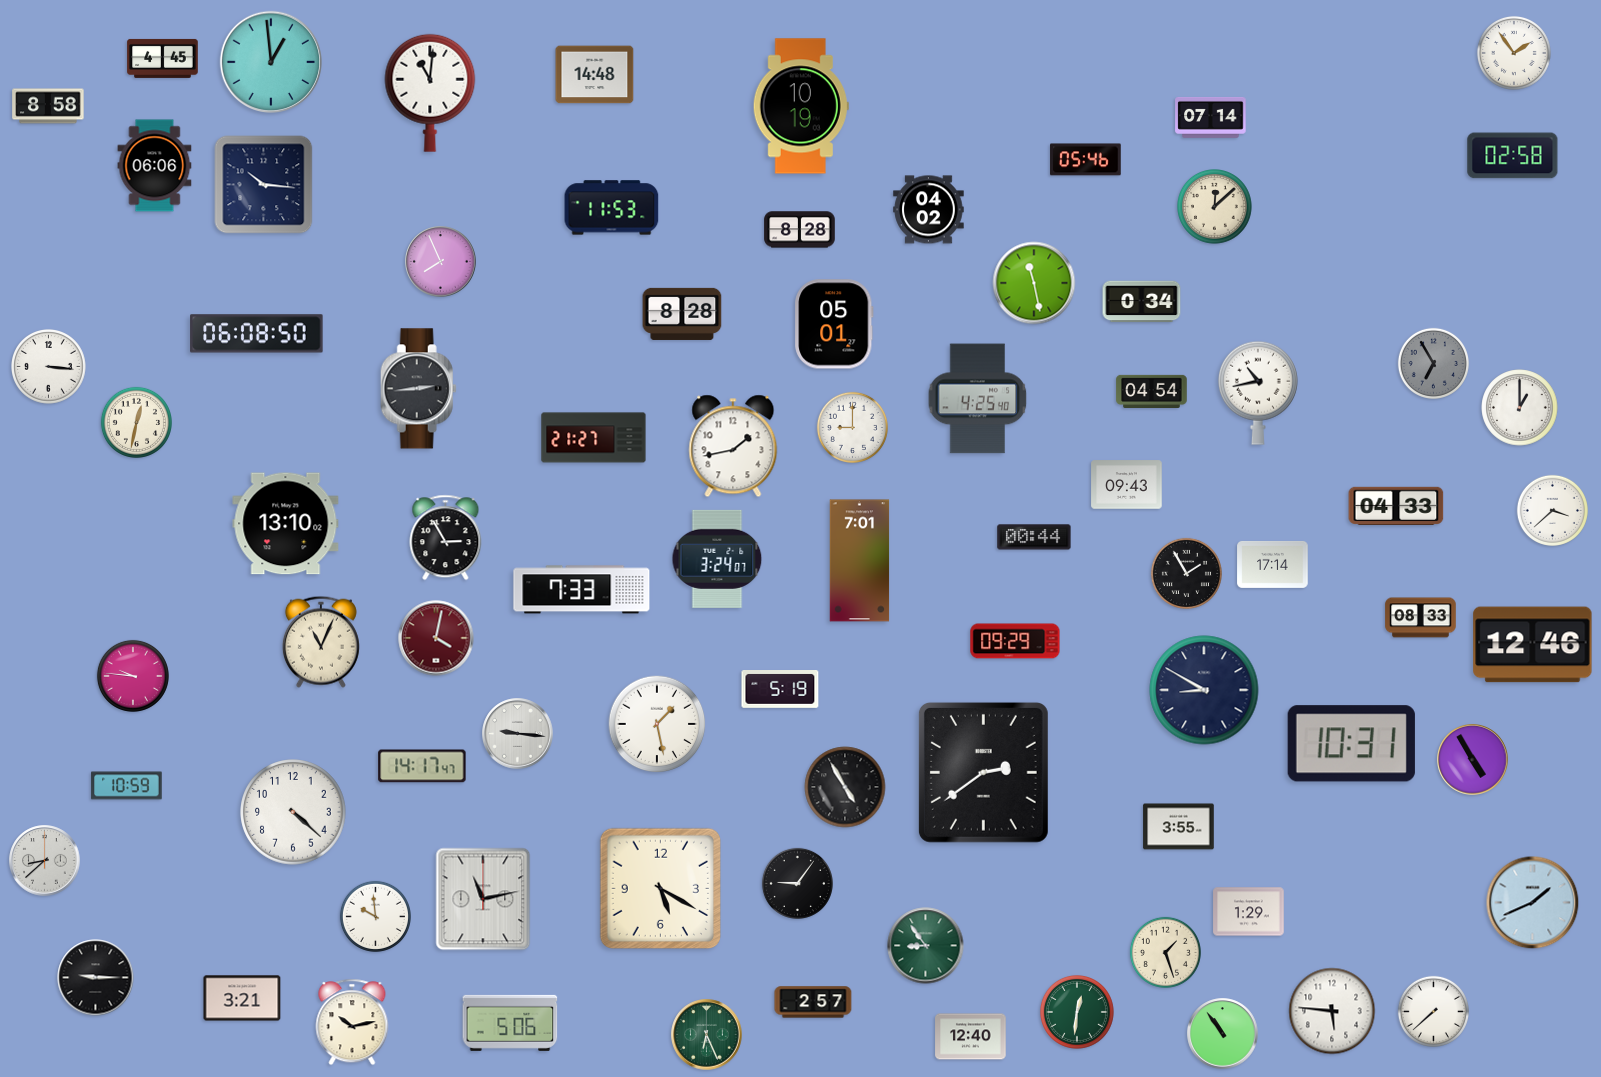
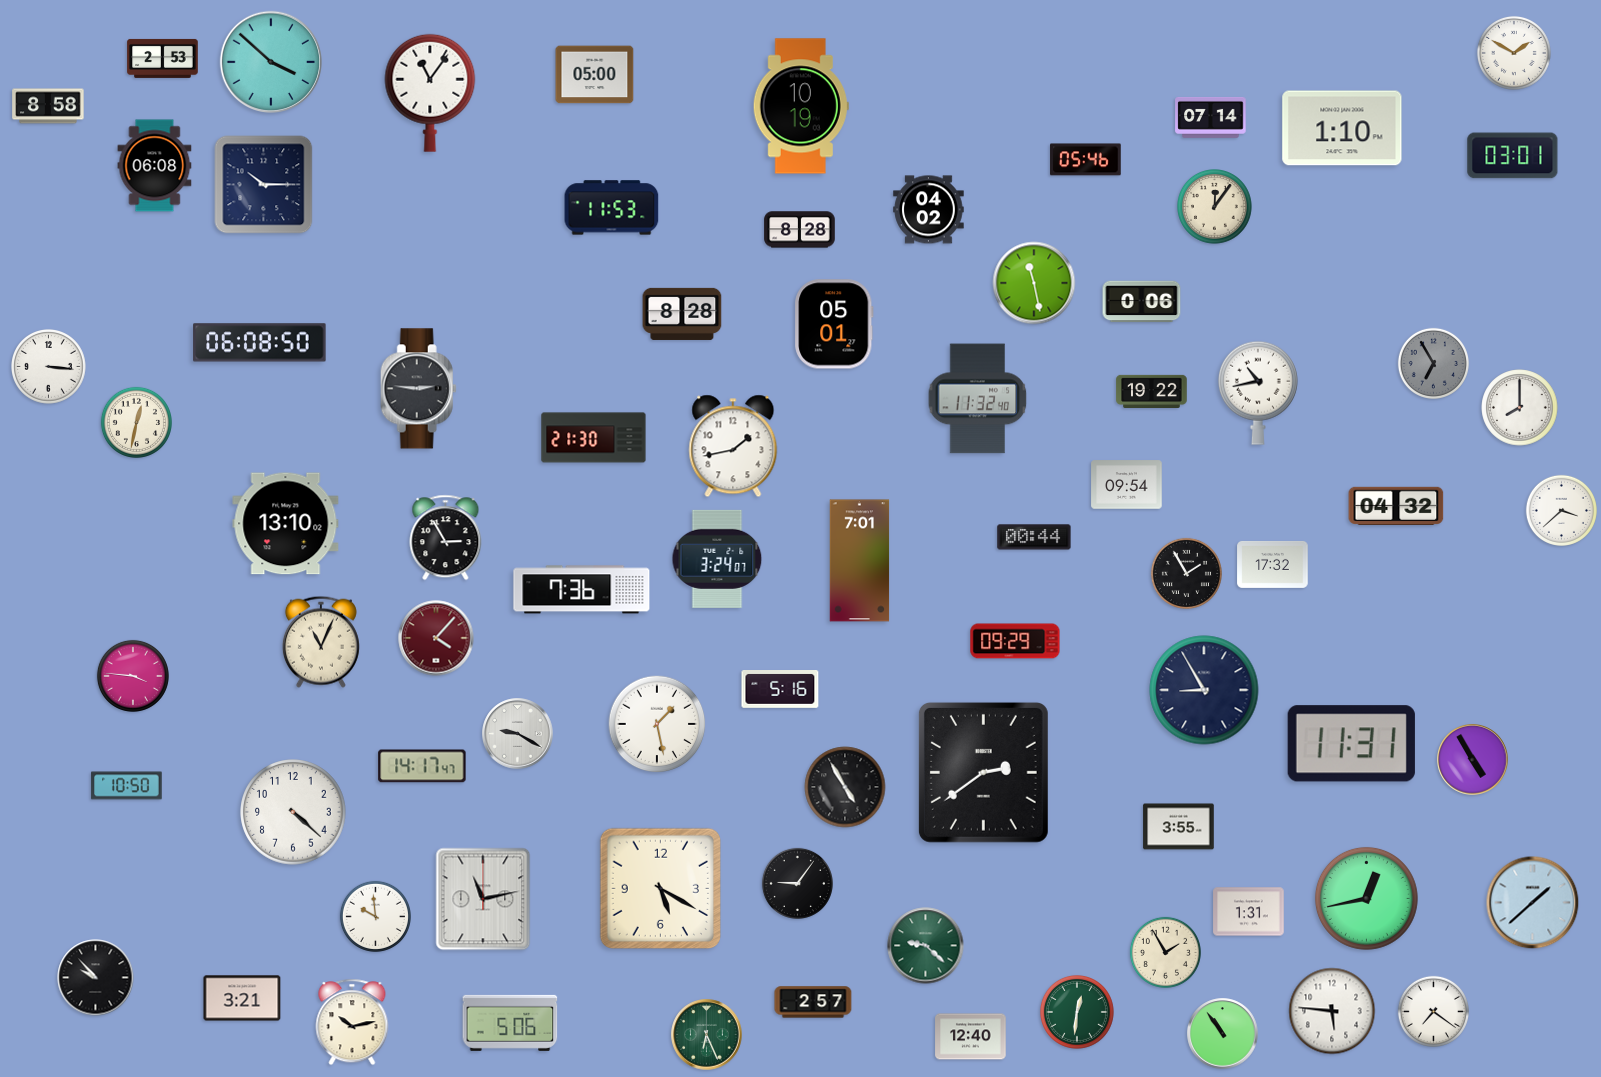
clock at (1514, 53): 1:54 -> 1:50
clock at (163, 58): 4:45 -> 2:53
clock at (270, 61): 12:59 -> 3:52
clock at (595, 75): 14:48 -> 05:00
clock at (430, 93): 11:01 -> 11:06
clock at (1342, 128): none -> 1:10
clock at (1513, 156): 02:58 -> 03:01
clock at (155, 166): 06:06 -> 06:08
clock at (264, 185): 10:16 -> 10:15
clock at (1215, 207): 12:08 -> 12:06
clock at (441, 262): 7:56 -> none
clock at (1142, 302): 0:34 -> 0:06
clock at (257, 334) position: (257, 334) -> (260, 343)
clock at (418, 389): 2:44 -> 2:46
clock at (1152, 391): 04:54 -> 19:22
clock at (978, 399): 4:25 -> 11:32
clock at (1520, 408): 1:00 -> 8:00
clock at (852, 427): 9:00 -> none
clock at (594, 438): 21:27 -> 21:30
clock at (1127, 485): 09:43 -> 09:54
clock at (1396, 506): 04:33 -> 04:32
clock at (1552, 510) position: (1552, 510) -> (1561, 510)
clock at (1273, 564): 17:14 -> 17:32
clock at (582, 590): 7:33 -> 7:36
clock at (1421, 618): 08:33 -> none
clock at (436, 638): 4:02 -> 4:07
clock at (1533, 645): 12:46 -> none
clock at (133, 676): 9:46 -> 3:46
clock at (780, 690): 5:19 -> 5:16
clock at (1204, 690): 8:50 -> 8:55
clock at (518, 734): 9:16 -> 9:20
clock at (1351, 744): 10:31 -> 11:31
clock at (127, 786): 10:59 -> 10:50
clock at (45, 861): 8:38 -> none
clock at (1366, 898): none -> 12:43
clock at (1533, 903): 1:41 -> 1:38
clock at (1249, 912): 1:29 -> 1:31
clock at (926, 946): 8:54 -> 9:22
clock at (1165, 952): 1:27 -> 1:55
clock at (96, 978): 9:15 -> 9:53
clock at (1433, 1011): 7:38 -> 7:21
